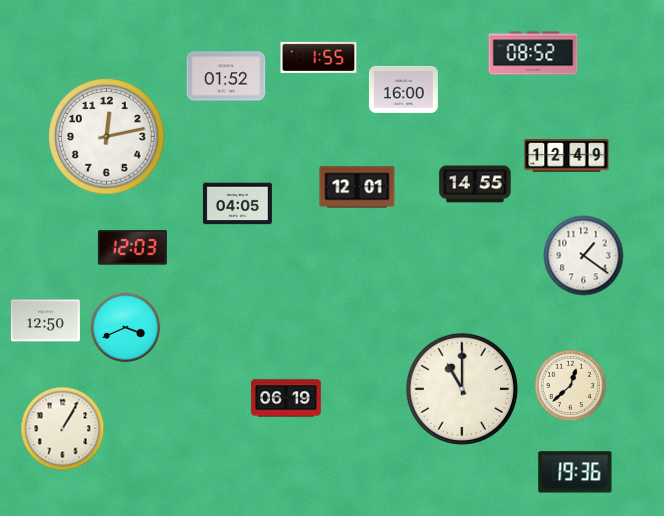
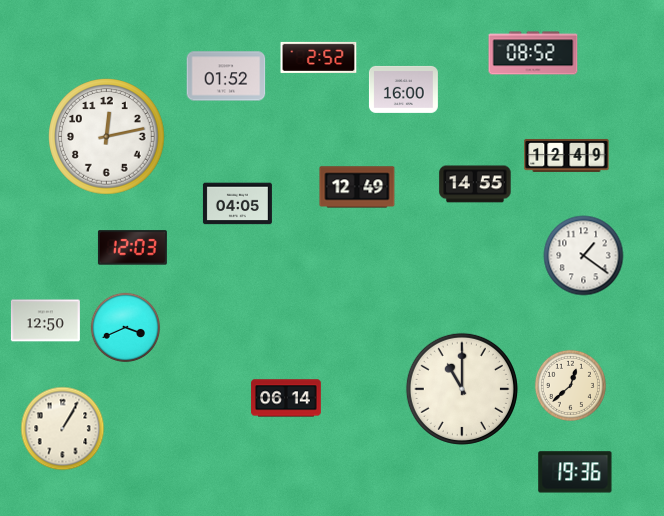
clock at (319, 57): 1:55 -> 2:52
clock at (357, 187): 12:01 -> 12:49
clock at (286, 398): 06:19 -> 06:14
